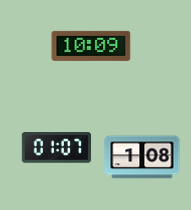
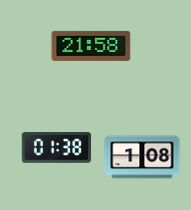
clock at (91, 46): 10:09 -> 21:58
clock at (57, 148): 01:07 -> 01:38
